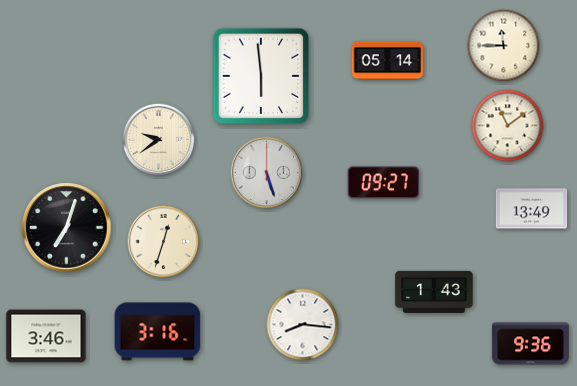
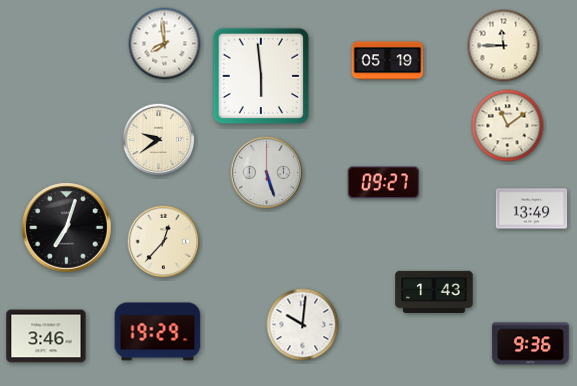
clock at (165, 44): none -> 7:59
clock at (388, 61): 05:14 -> 05:19
clock at (164, 242): 12:33 -> 12:37
clock at (303, 325): 8:16 -> 10:01
clock at (158, 332): 3:16 -> 19:29
